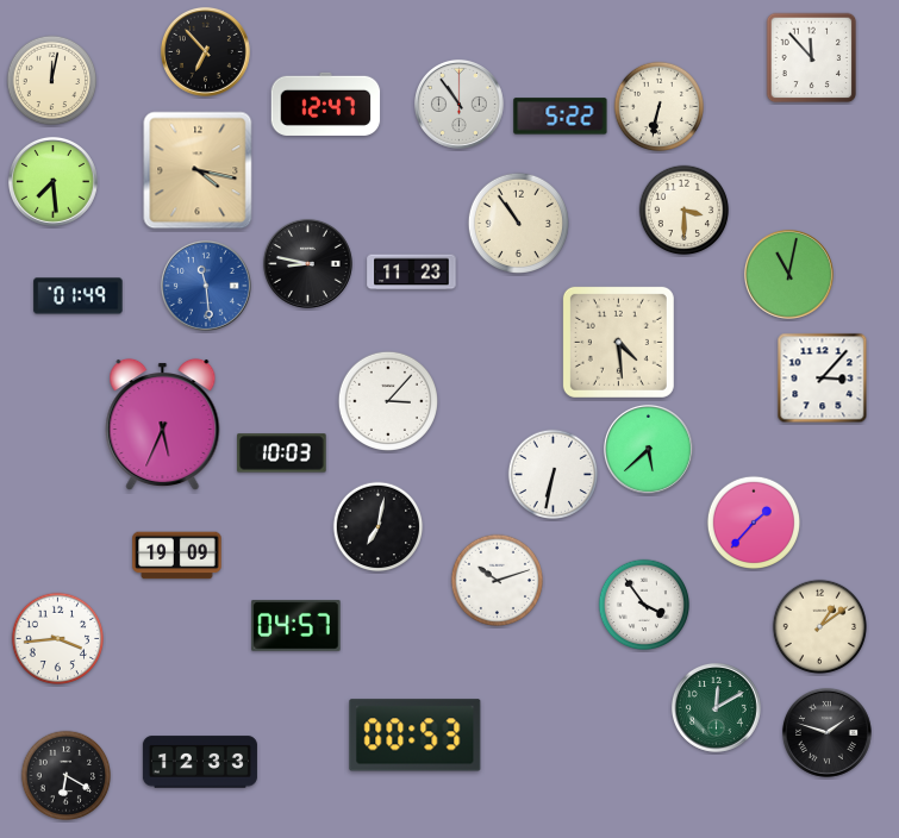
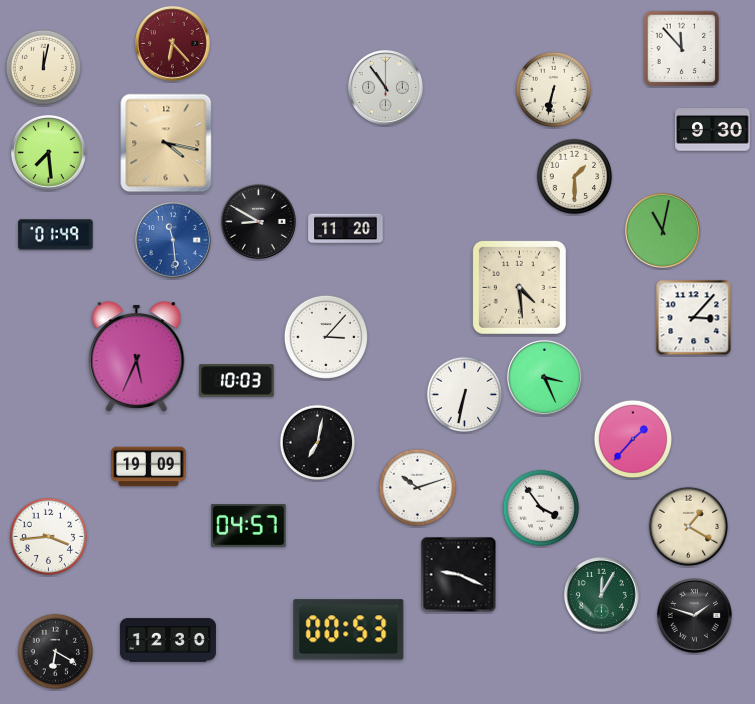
clock at (205, 51): 6:53 -> 6:23
clock at (205, 51) dial: black -> burgundy
clock at (326, 104): 12:47 -> none
clock at (561, 117): 5:22 -> none
clock at (713, 130): none -> 9:30
clock at (52, 181) position: (52, 181) -> (48, 152)
clock at (685, 211): 3:30 -> 1:30
clock at (518, 223): 10:54 -> none
clock at (307, 263): 8:47 -> 8:50
clock at (412, 273): 11:23 -> 11:20
clock at (79, 296) position: (79, 296) -> (56, 235)
clock at (823, 379) position: (823, 379) -> (694, 318)
clock at (648, 449): 5:38 -> 3:26
clock at (554, 475) position: (554, 475) -> (465, 395)
clock at (819, 626): 1:09 -> 1:20
clock at (459, 575): none -> 9:19
clock at (716, 707): 12:10 -> 12:05
clock at (416, 736) position: (416, 736) -> (349, 630)
clock at (200, 762): 12:33 -> 12:30
